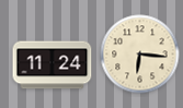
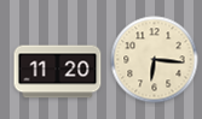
clock at (53, 65): 11:24 -> 11:20
